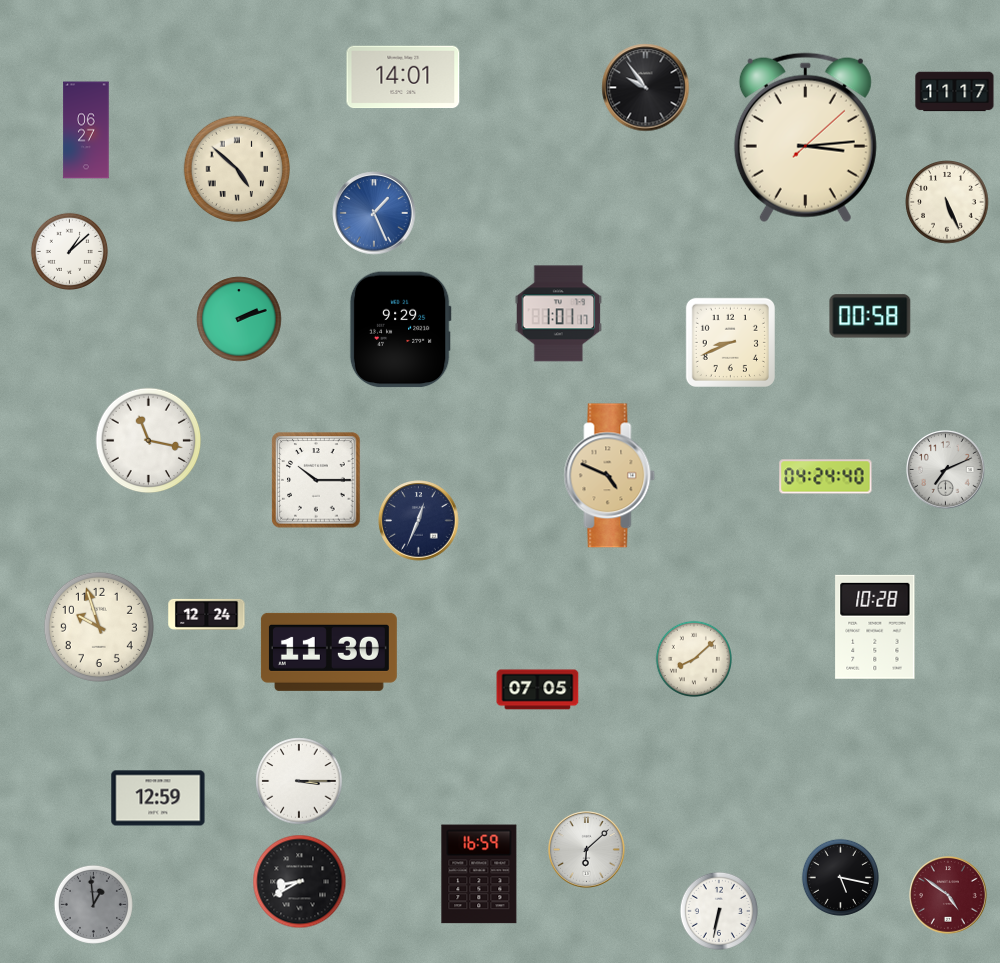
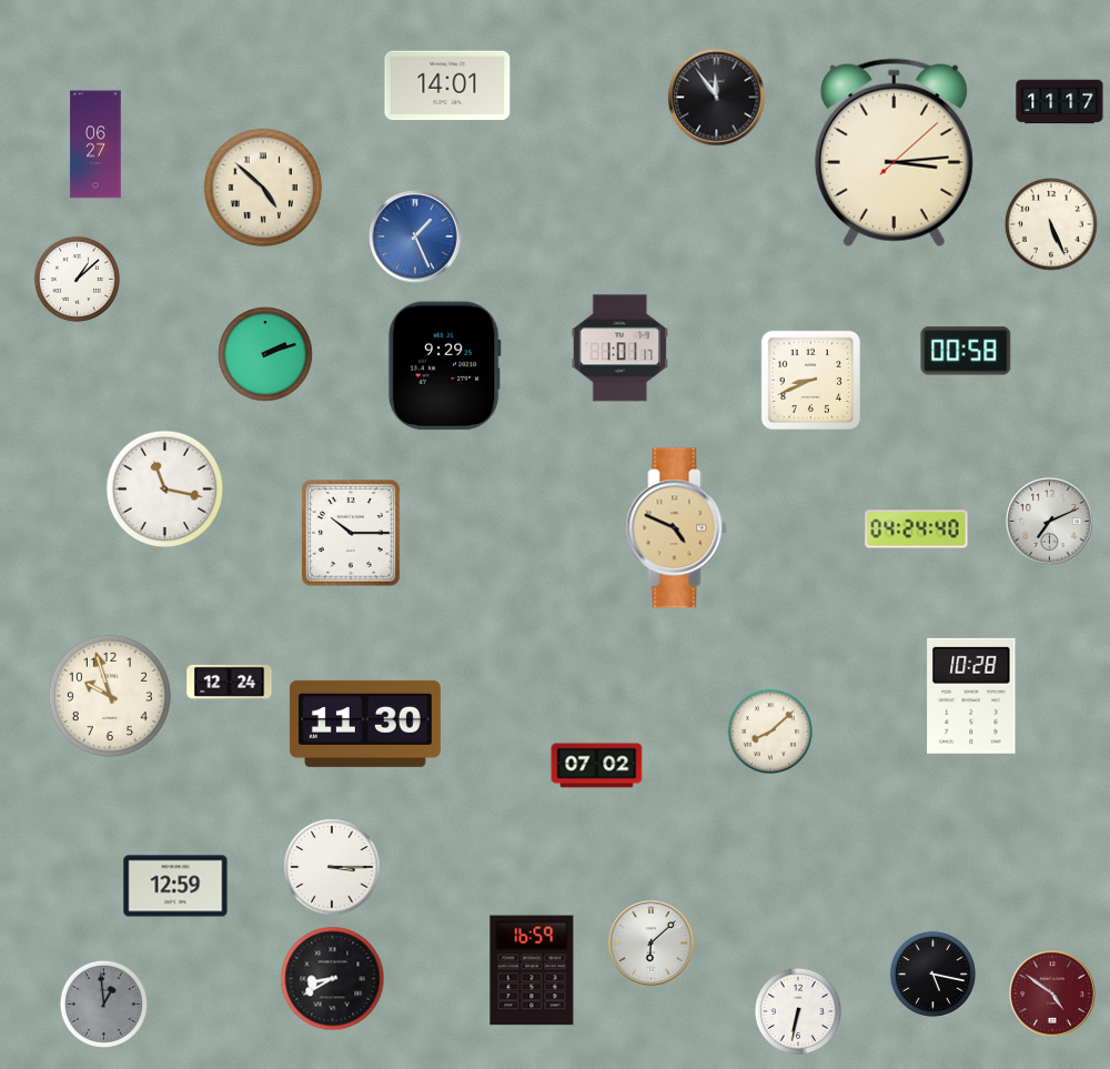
clock at (646, 88): 9:54 -> 11:54
clock at (419, 521): 12:34 -> none
clock at (538, 690): 07:05 -> 07:02
